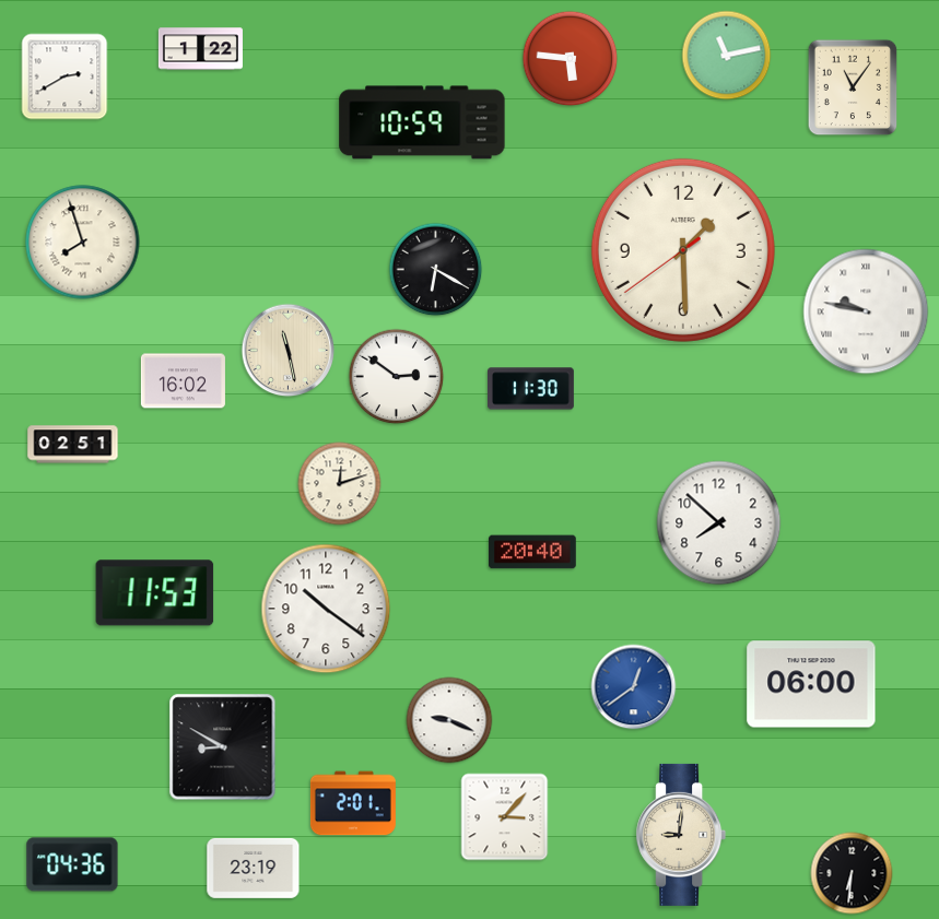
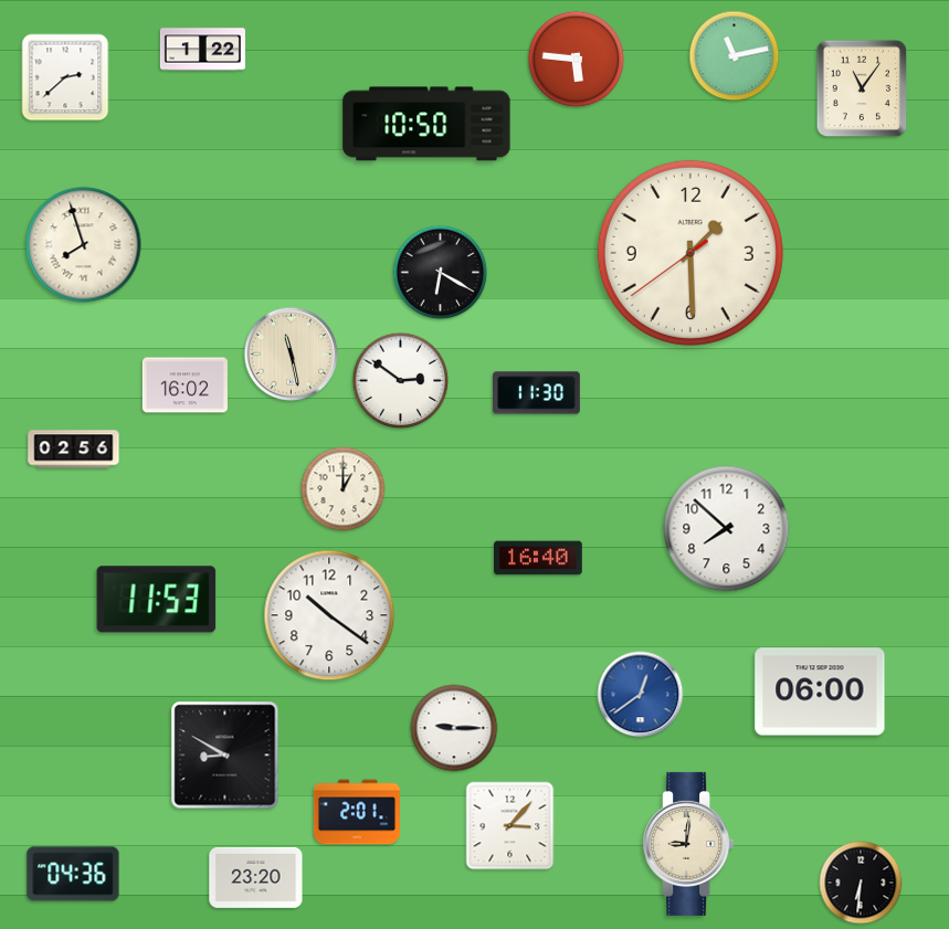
clock at (64, 76): 2:40 -> 2:38
clock at (422, 122): 10:59 -> 10:50
clock at (866, 311): 9:47 -> none
clock at (73, 445): 02:51 -> 02:56
clock at (340, 484): 12:12 -> 1:00
clock at (532, 552): 20:40 -> 16:40
clock at (449, 720): 9:19 -> 9:15
clock at (254, 868): 23:19 -> 23:20
